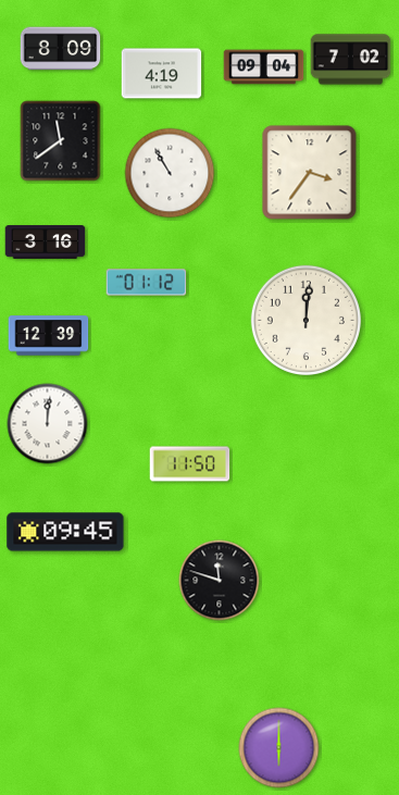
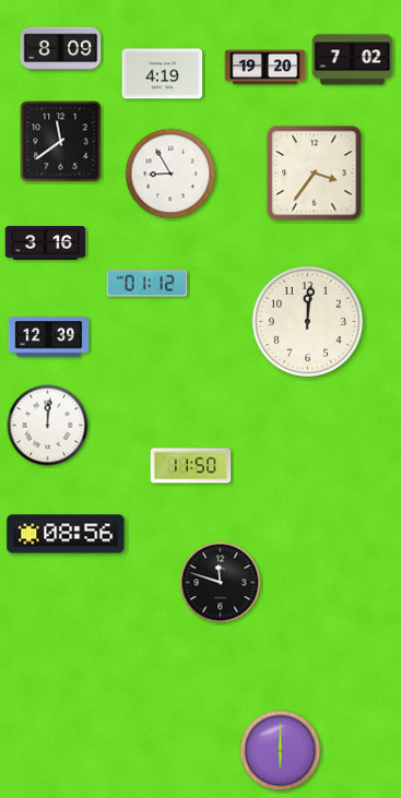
clock at (264, 67): 09:04 -> 19:20
clock at (170, 173): 10:55 -> 8:55
clock at (310, 173) position: (310, 173) -> (315, 174)
clock at (65, 532): 09:45 -> 08:56
